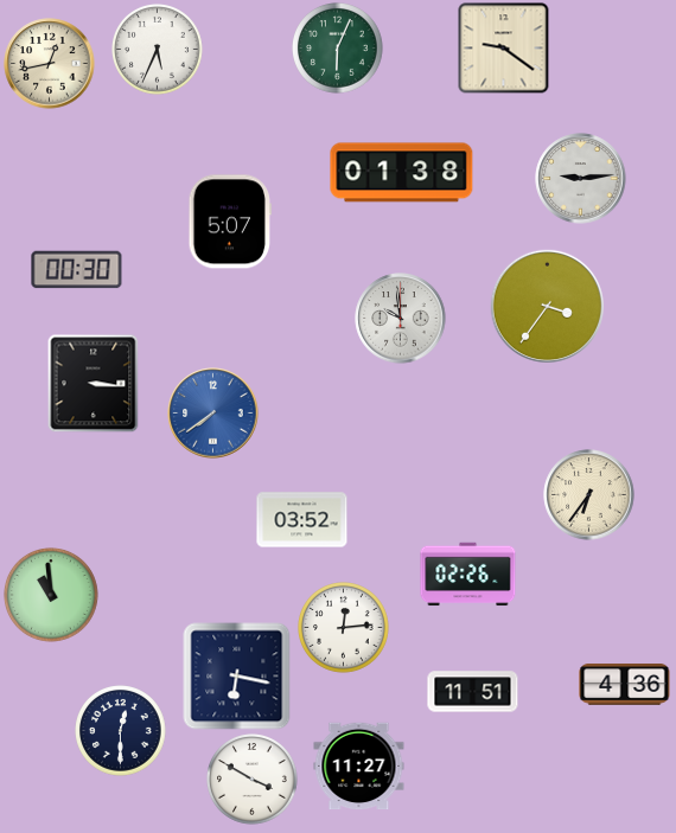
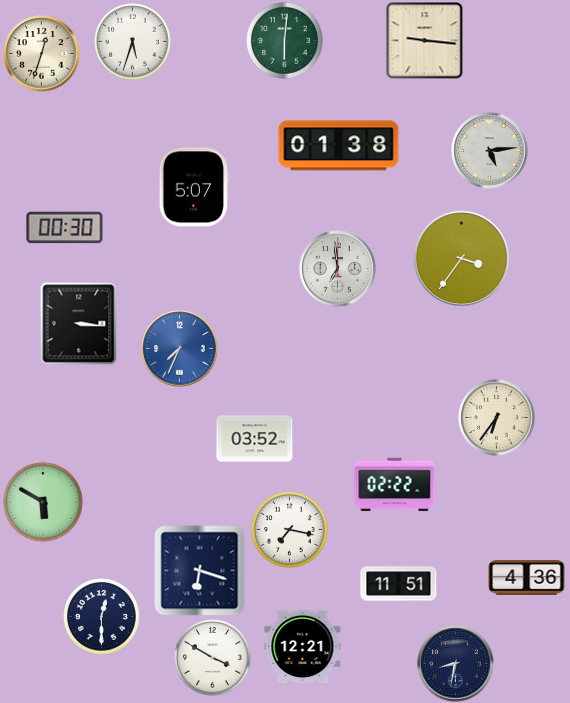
clock at (338, 49): 6:04 -> 6:01
clock at (504, 49): 9:21 -> 9:16
clock at (158, 50): 5:34 -> 5:33
clock at (50, 64): 12:43 -> 12:33
clock at (581, 179): 9:14 -> 5:14
clock at (401, 319): 9:59 -> 6:59
clock at (213, 414): 7:39 -> 7:34
clock at (468, 575): 02:26 -> 02:22
clock at (52, 596): 10:59 -> 5:50
clock at (344, 628): 12:14 -> 7:17
clock at (237, 677): 6:17 -> 6:18
clock at (359, 767): 11:27 -> 12:21
clock at (456, 664): none -> 8:32
